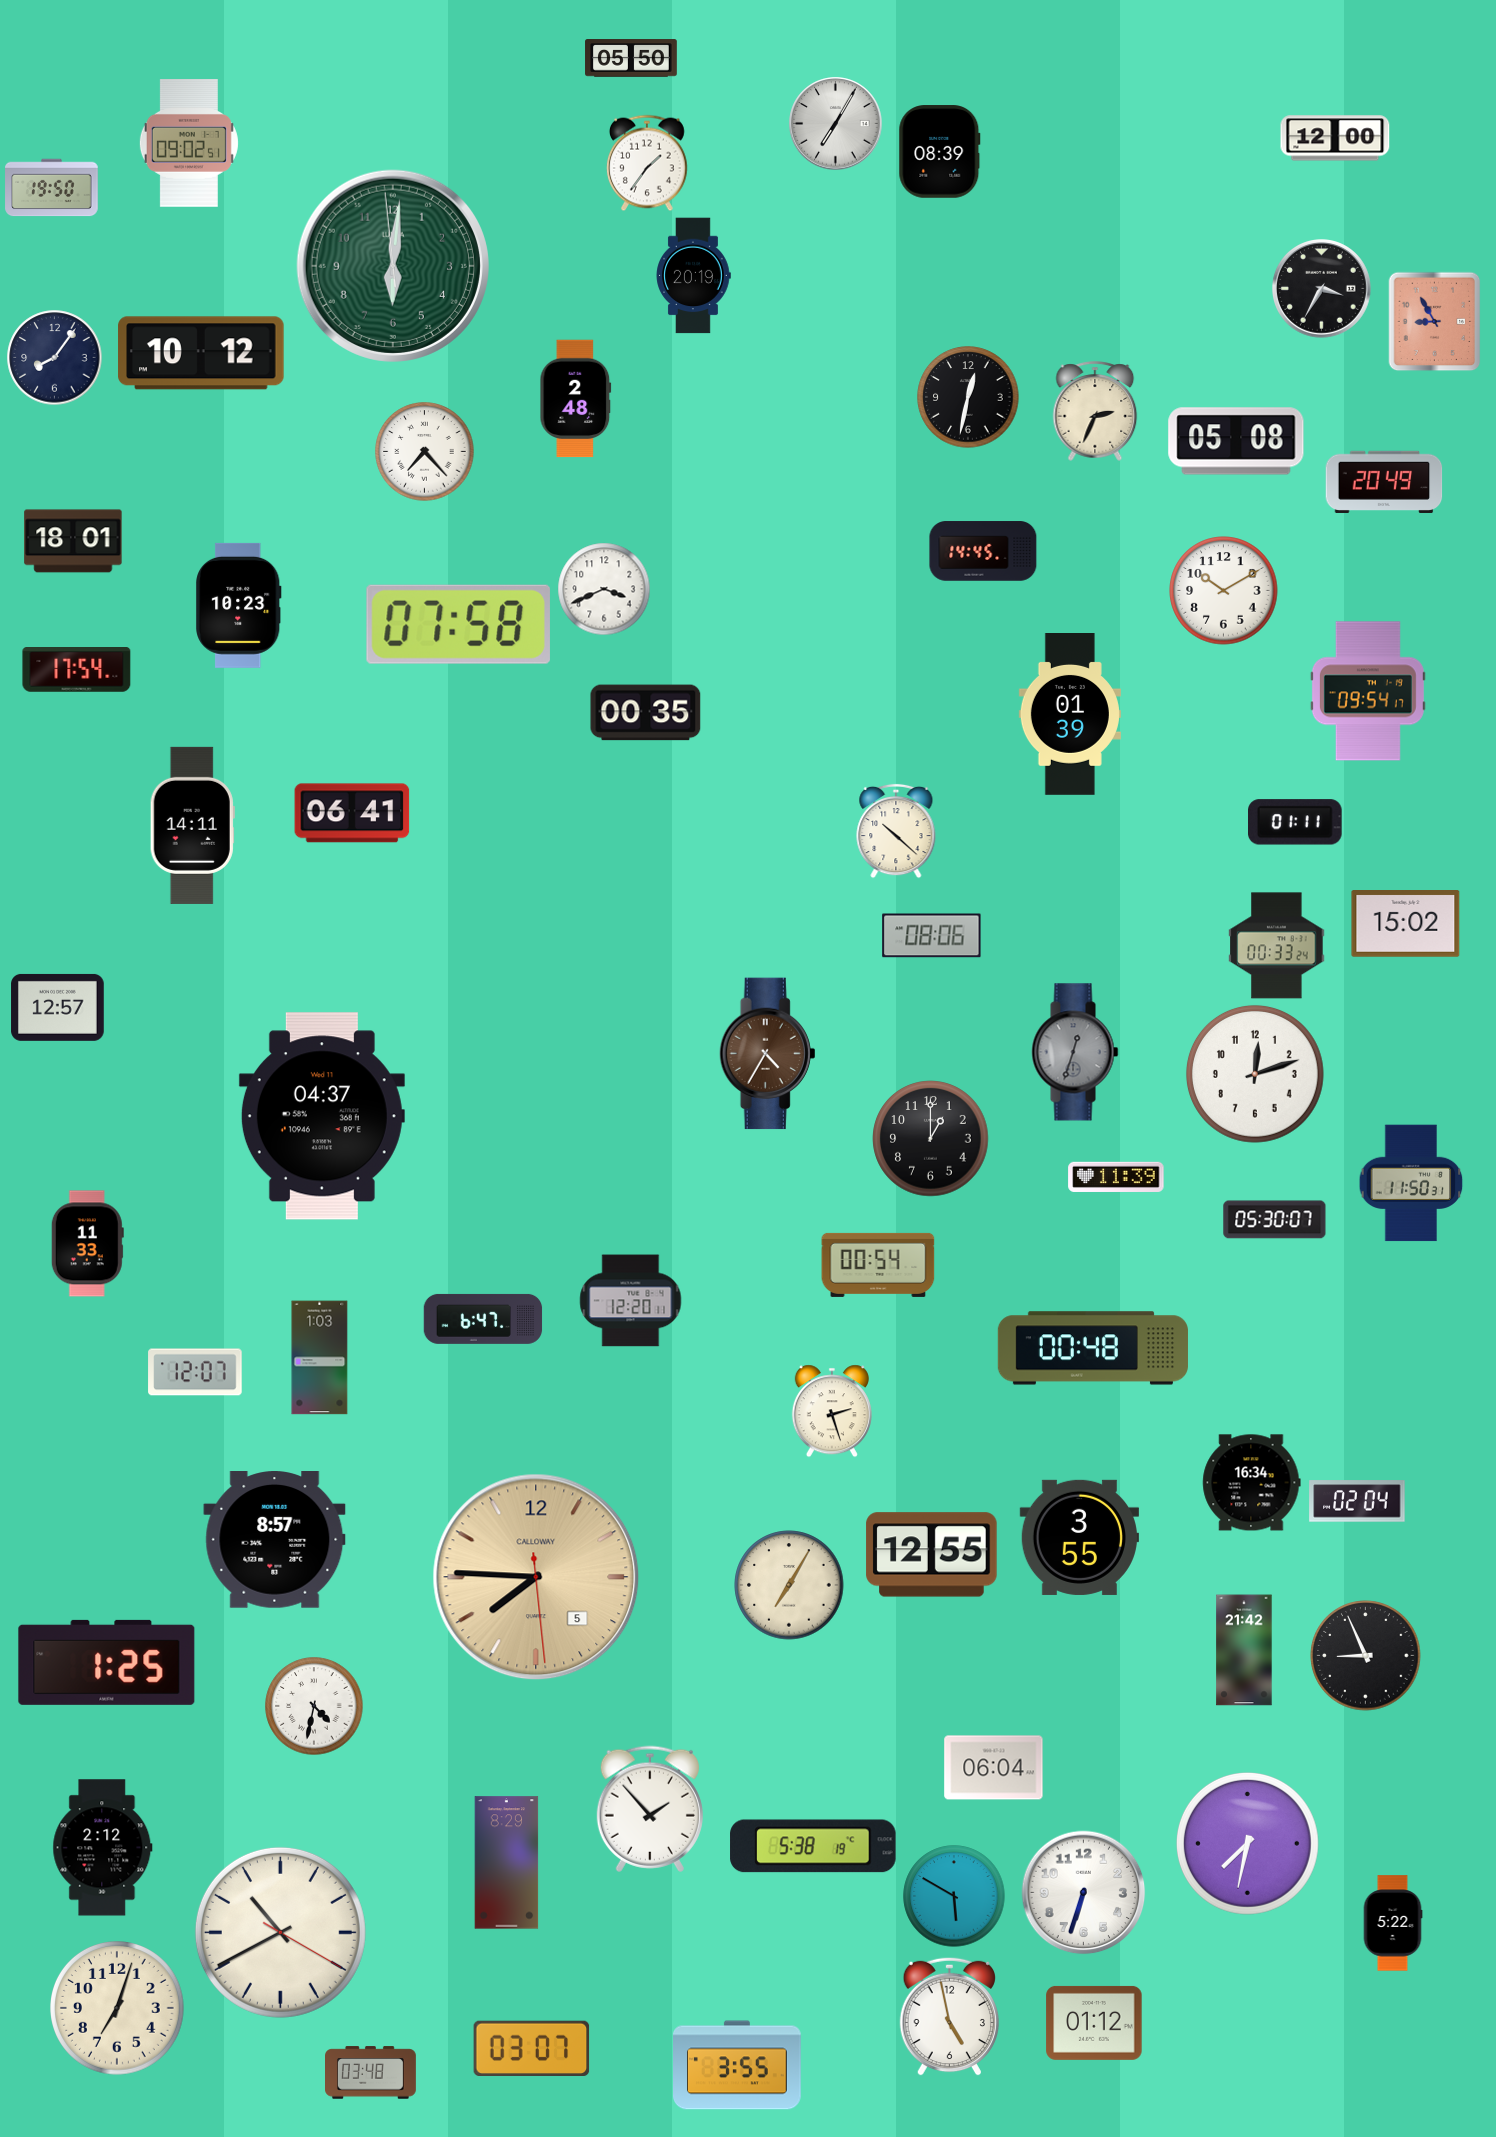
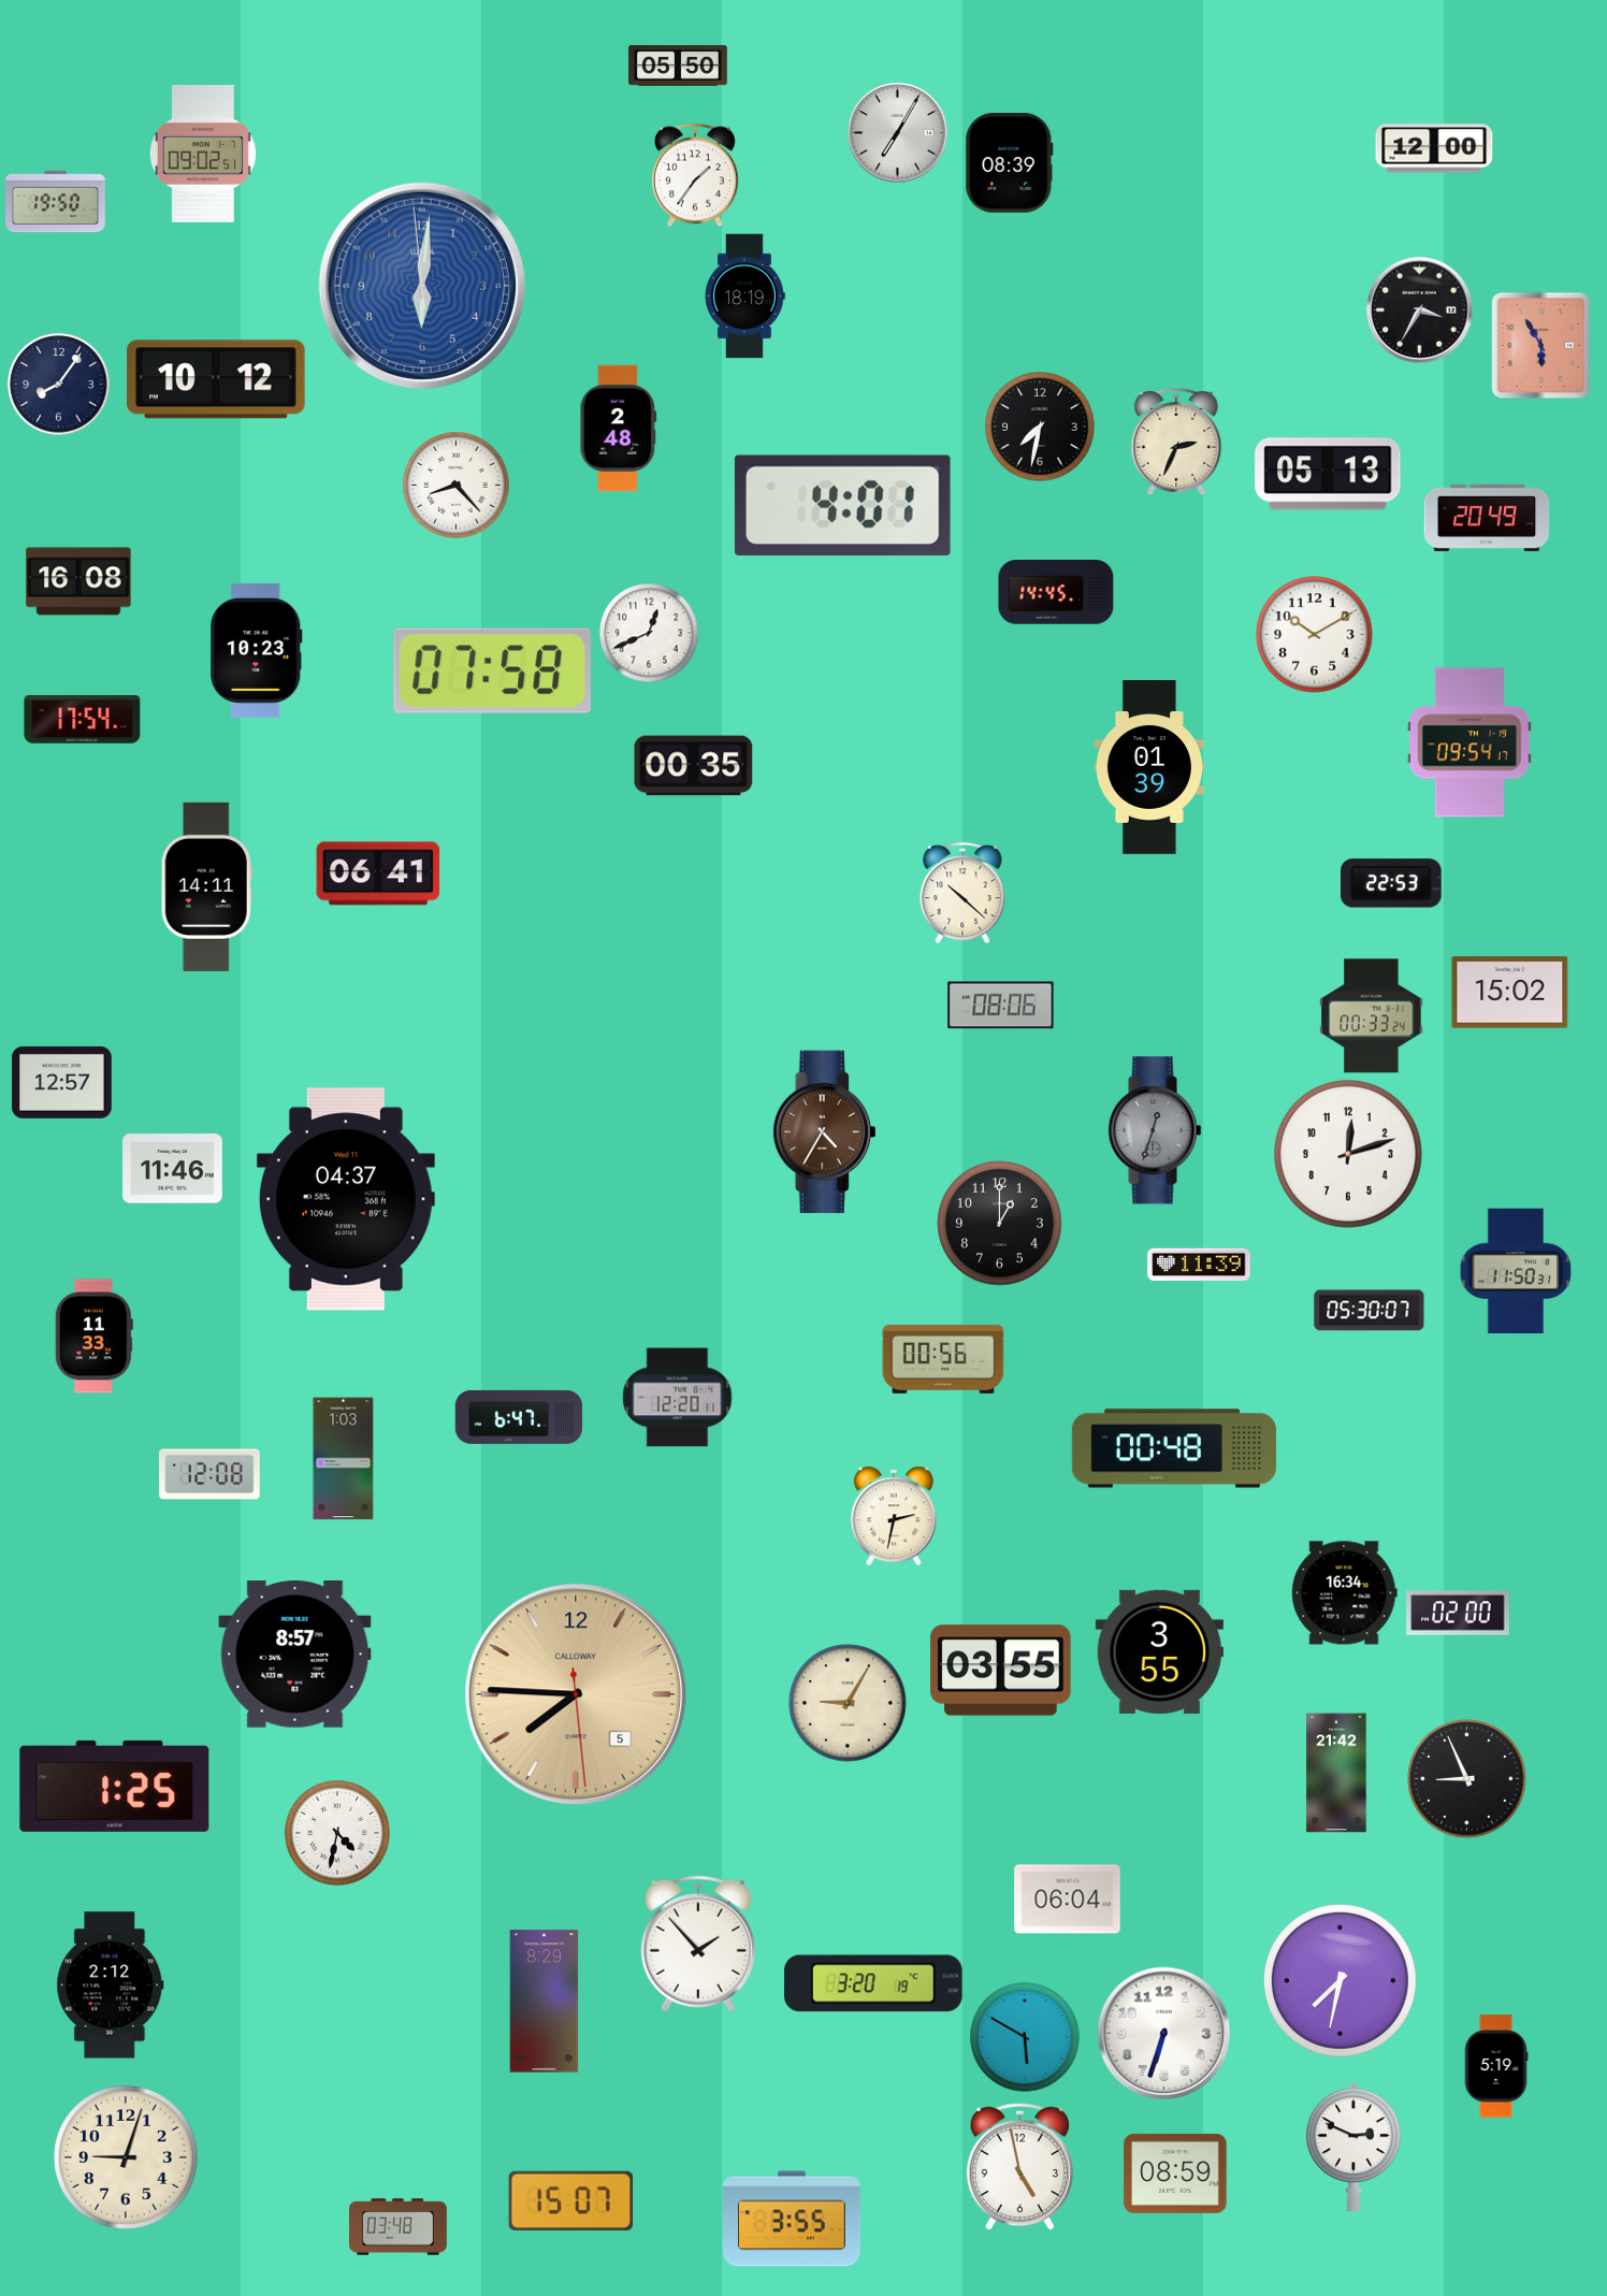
clock at (631, 58) position: (631, 58) -> (678, 66)
clock at (393, 266) dial: green -> blue
clock at (693, 276): 20:19 -> 18:19
clock at (1435, 322): 8:55 -> 5:55
clock at (968, 397): 12:32 -> 7:32
clock at (1236, 441): 05:08 -> 05:13
clock at (425, 452): 7:23 -> 8:23
clock at (842, 505): none -> 4:01
clock at (73, 541): 18:01 -> 16:08
clock at (604, 589): 3:41 -> 12:41
clock at (1296, 822): 01:11 -> 22:53
clock at (173, 1169): none -> 11:46
clock at (878, 1265): 00:54 -> 00:56
clock at (195, 1372): 12:07 -> 12:08
clock at (832, 1411): 2:27 -> 2:32
clock at (1357, 1501): 02:04 -> 02:00
clock at (932, 1555): 12:55 -> 03:55
clock at (789, 1585): 7:05 -> 9:05
clock at (813, 1846): 5:38 -> 3:20
clock at (1393, 1923): 5:22 -> 5:19
clock at (280, 1932): 10:40 -> none
clock at (1353, 2147): none -> 2:49
clock at (118, 2009): 7:03 -> 9:03
clock at (1094, 2023): 01:12 -> 08:59
clock at (532, 2049): 03:07 -> 15:07
